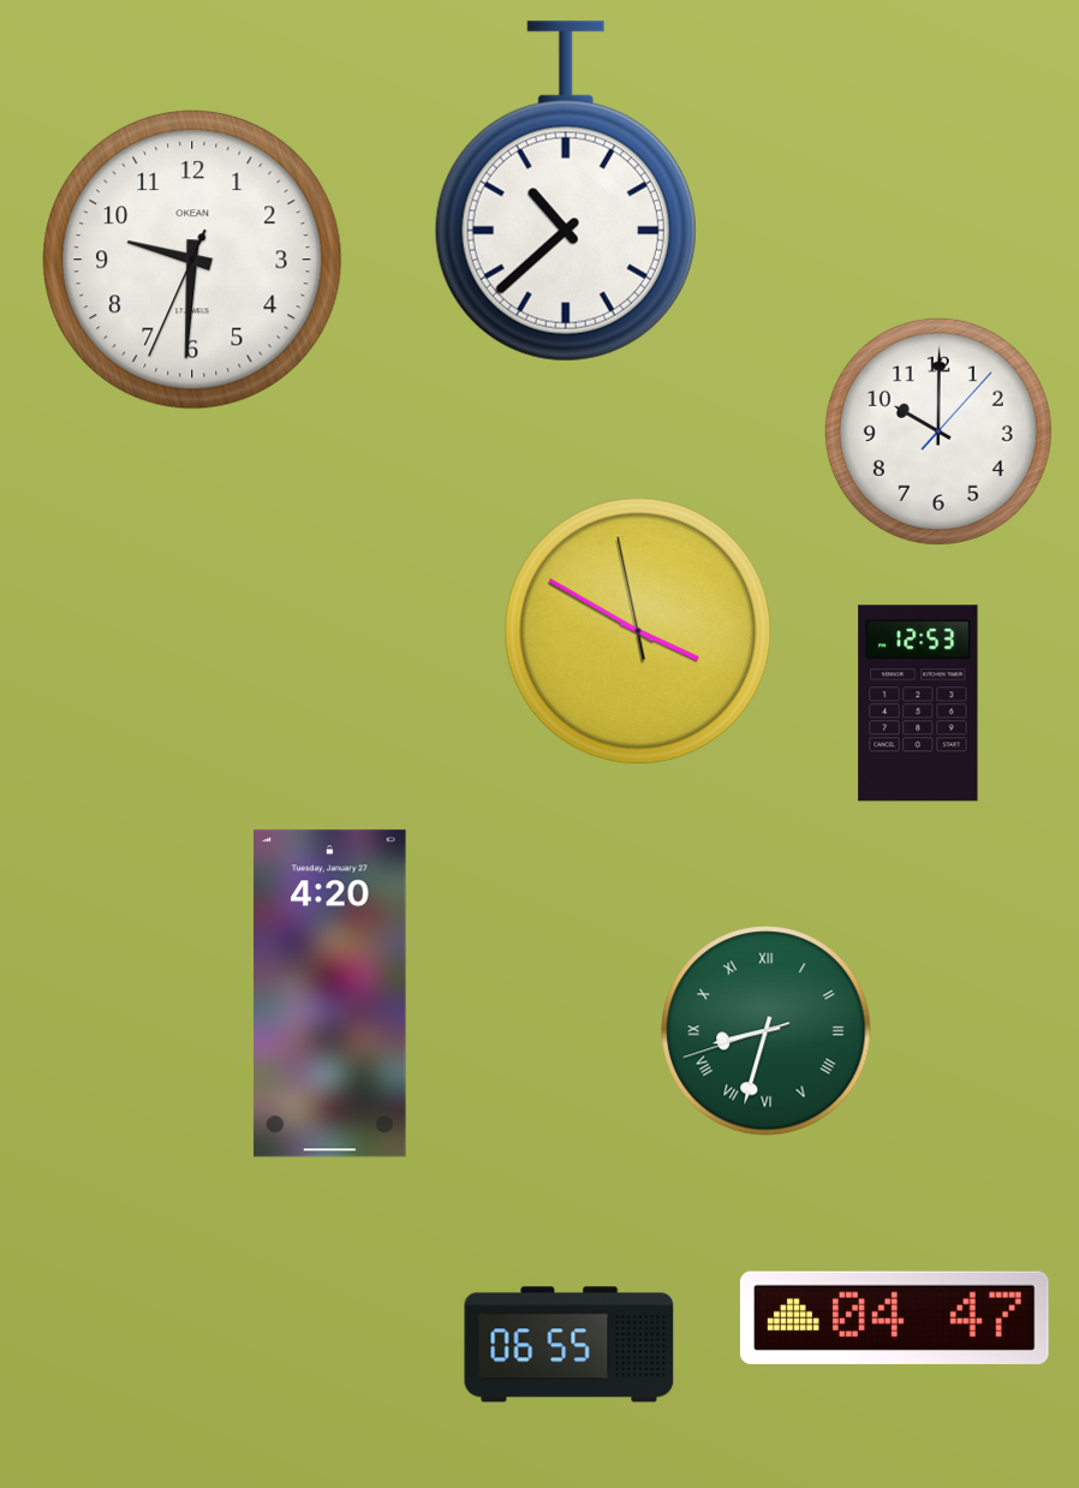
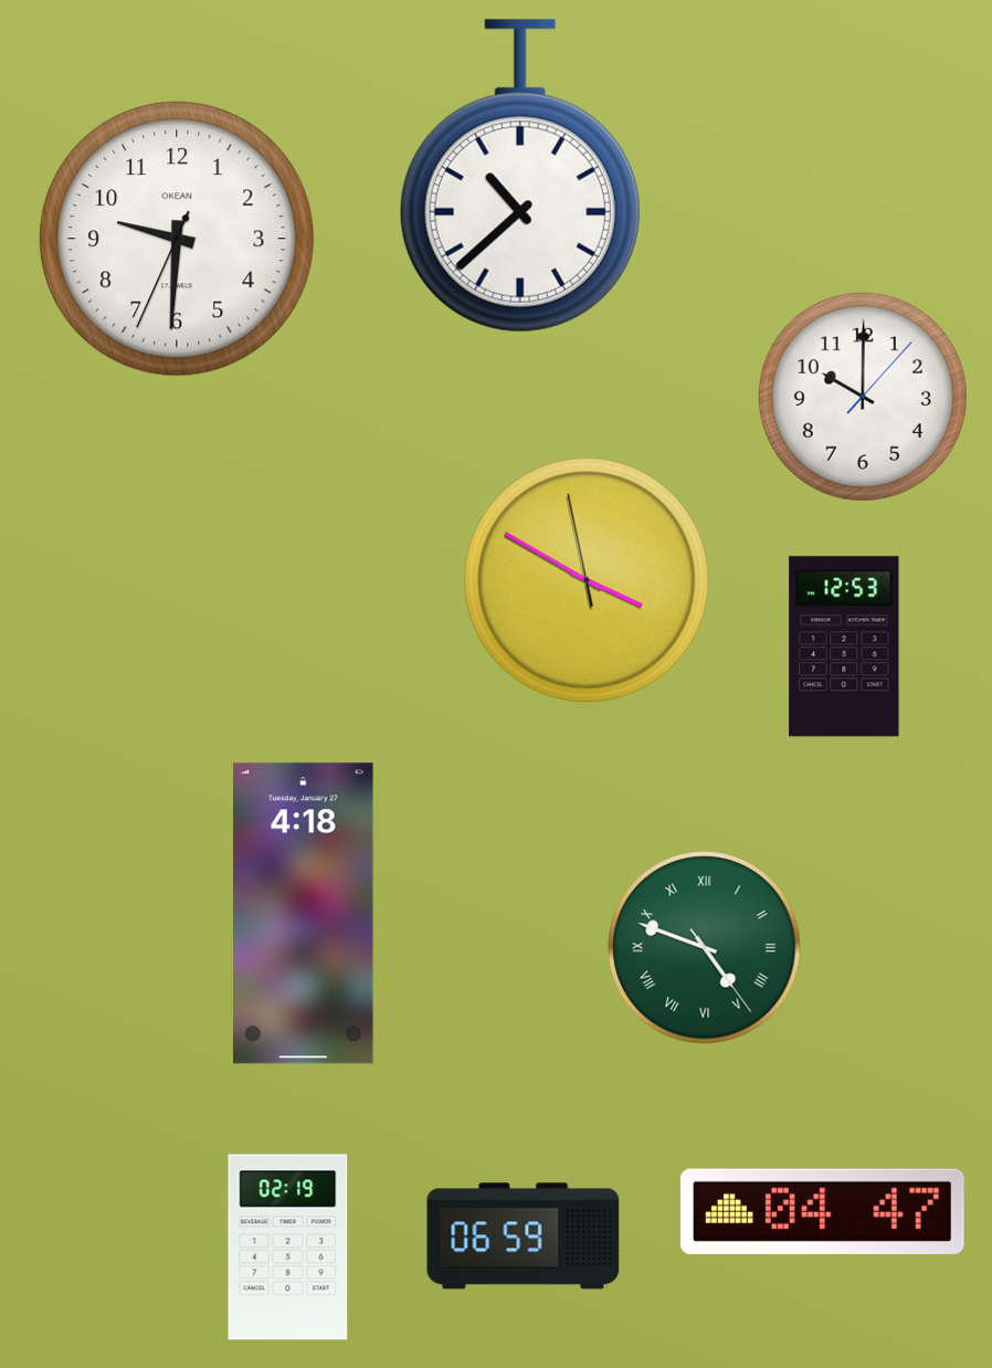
clock at (330, 994): 4:20 -> 4:18
clock at (767, 1031): 8:32 -> 4:48
clock at (570, 1345): 06:55 -> 06:59
clock at (288, 1248): none -> 02:19
